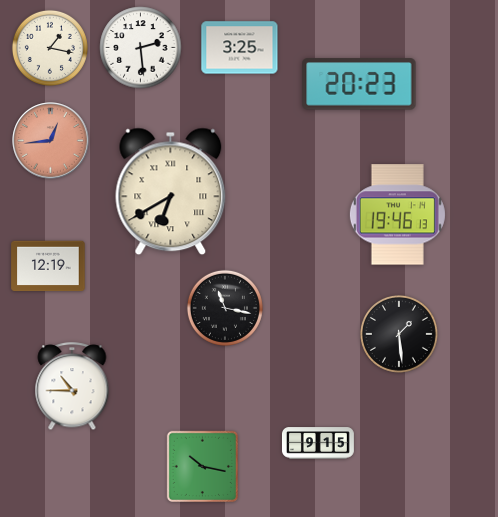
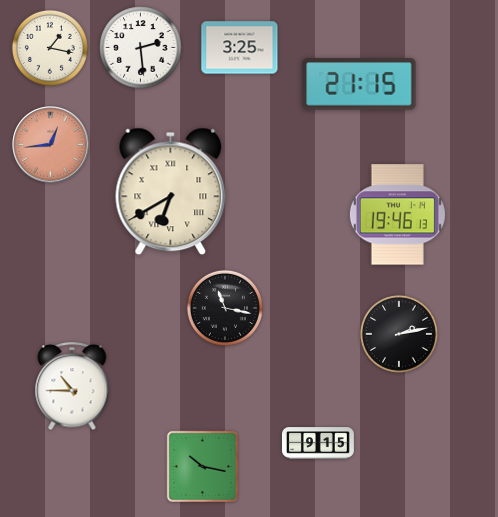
clock at (359, 84): 20:23 -> 21:15
clock at (51, 141) position: (51, 141) -> (51, 145)
clock at (48, 266): 12:19 -> none
clock at (399, 334): 1:29 -> 2:13
